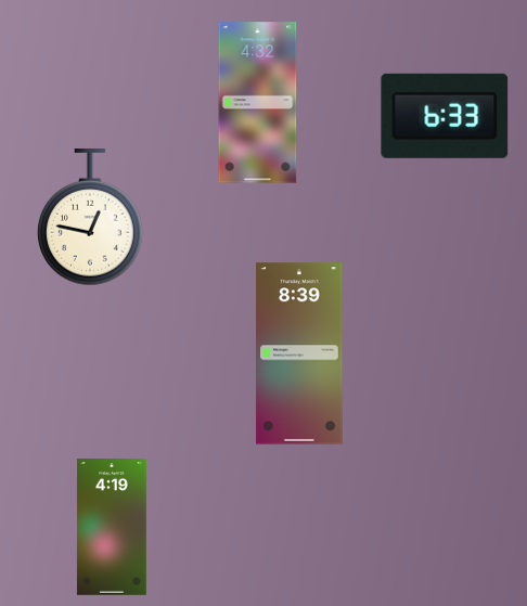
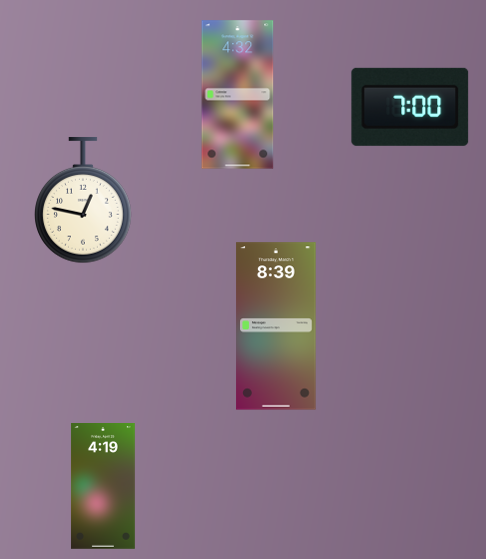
clock at (445, 116): 6:33 -> 7:00
